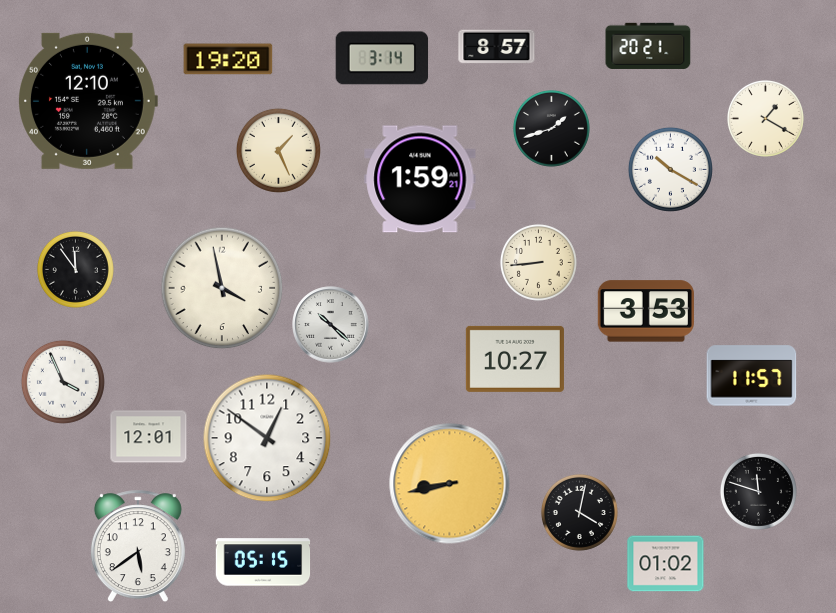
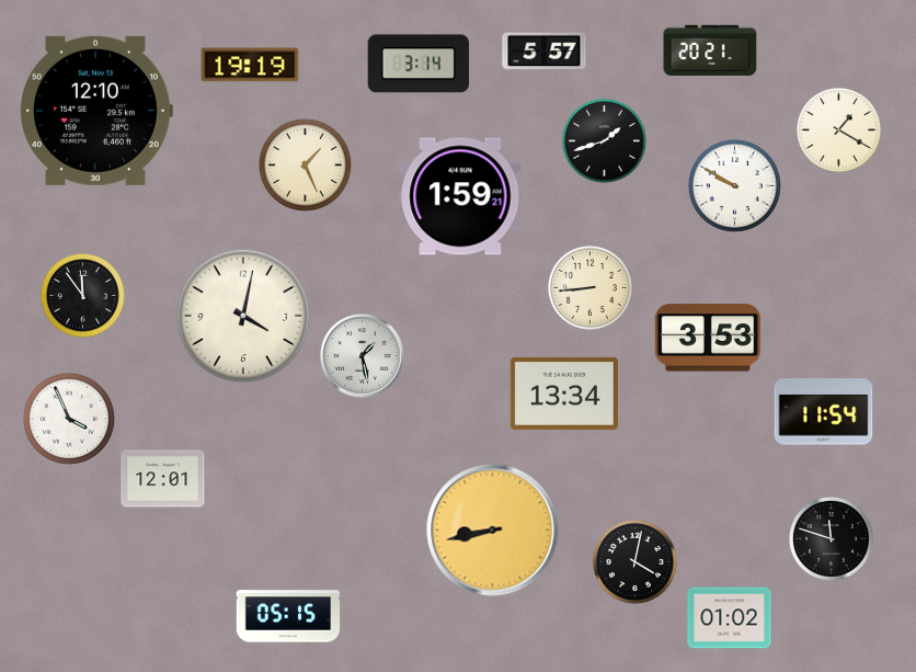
clock at (497, 47): 8:57 -> 5:57
clock at (228, 59): 19:20 -> 19:19
clock at (670, 169): 10:20 -> 9:50
clock at (222, 288): 3:58 -> 4:02
clock at (646, 311) position: (646, 311) -> (708, 338)
clock at (331, 325): 10:22 -> 1:28
clock at (515, 359): 10:27 -> 13:34
clock at (752, 376): 11:57 -> 11:54
clock at (267, 438): 12:51 -> none
clock at (138, 547): 5:39 -> none
